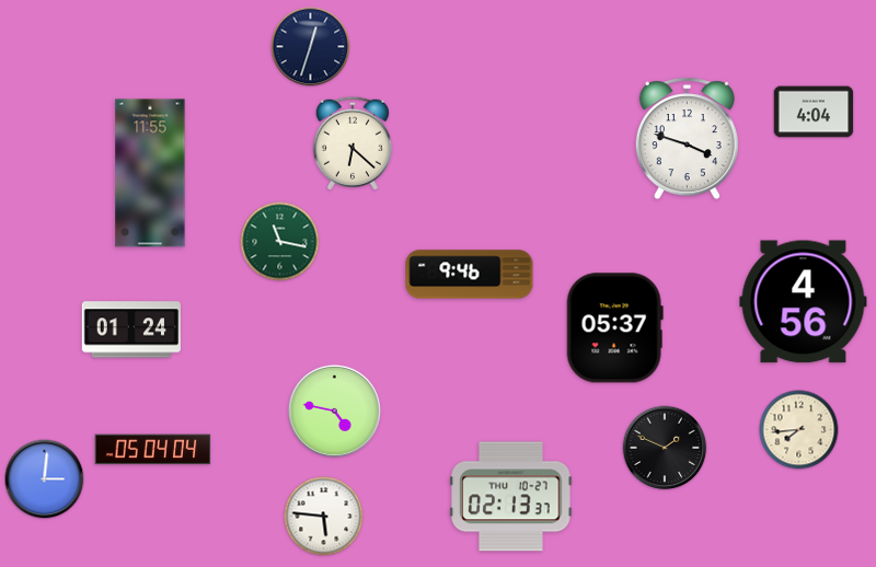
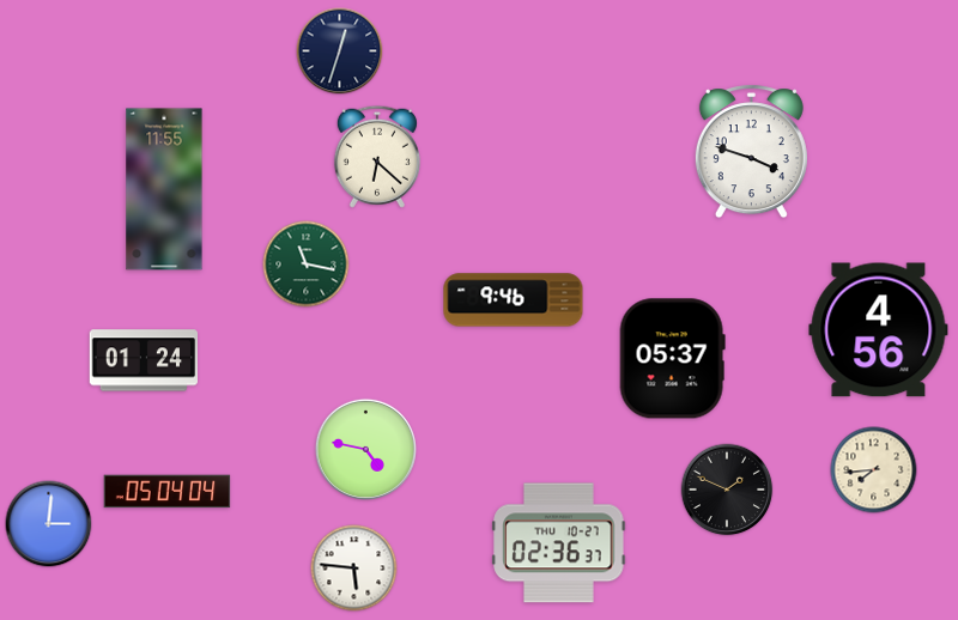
clock at (814, 112): 4:04 -> none
clock at (353, 143) position: (353, 143) -> (377, 157)
clock at (511, 497): 02:13 -> 02:36
clock at (324, 517) position: (324, 517) -> (354, 569)
